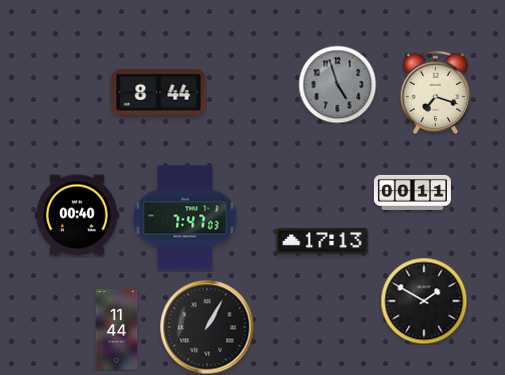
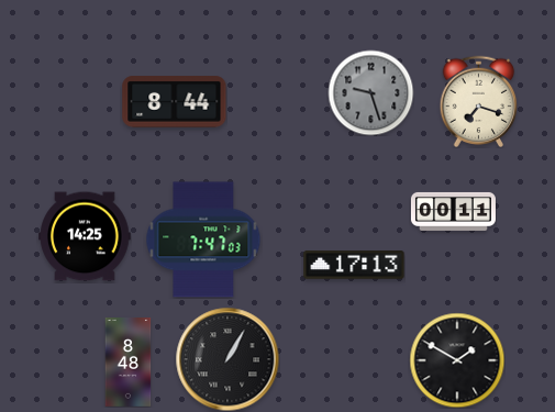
clock at (337, 84): 4:57 -> 9:27
clock at (77, 215): 00:40 -> 14:25
clock at (424, 301) position: (424, 301) -> (457, 360)
clock at (117, 330): 11:44 -> 8:48
